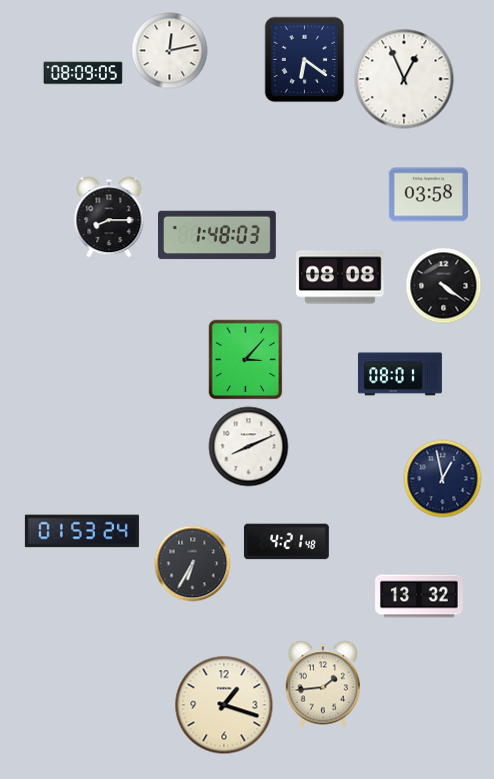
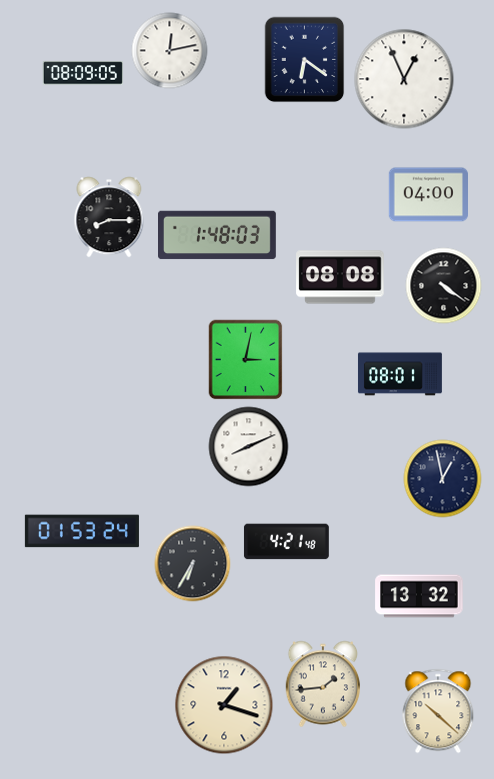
clock at (428, 195): 03:58 -> 04:00
clock at (246, 360): 3:07 -> 3:02
clock at (438, 711): none -> 10:22
